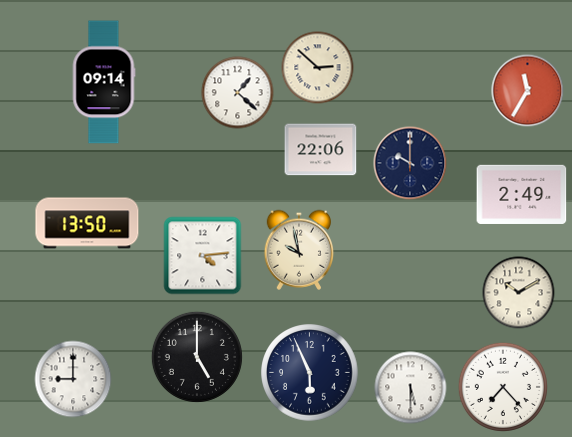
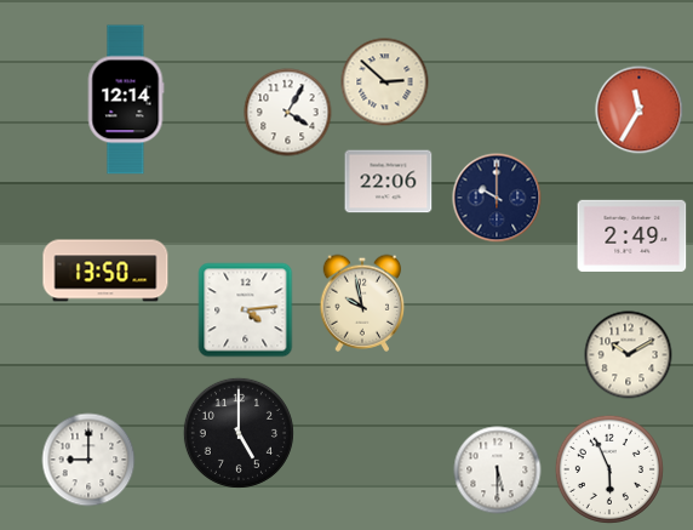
clock at (104, 82): 09:14 -> 12:14
clock at (238, 93): 1:22 -> 4:05
clock at (310, 373): 5:56 -> none
clock at (502, 386): 7:23 -> 5:56
